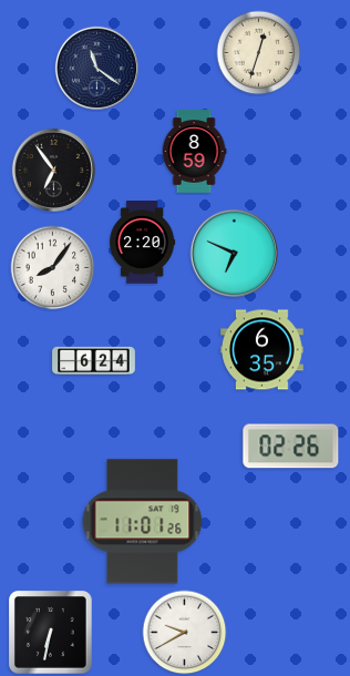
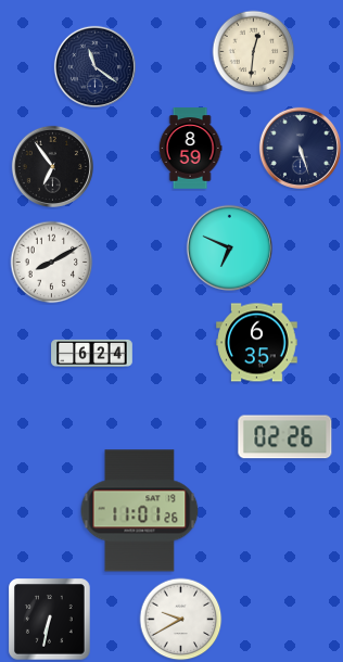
clock at (259, 53): 12:33 -> 12:31
clock at (300, 148): none -> 5:27
clock at (143, 243): 2:20 -> none
clock at (53, 268): 8:06 -> 8:10
